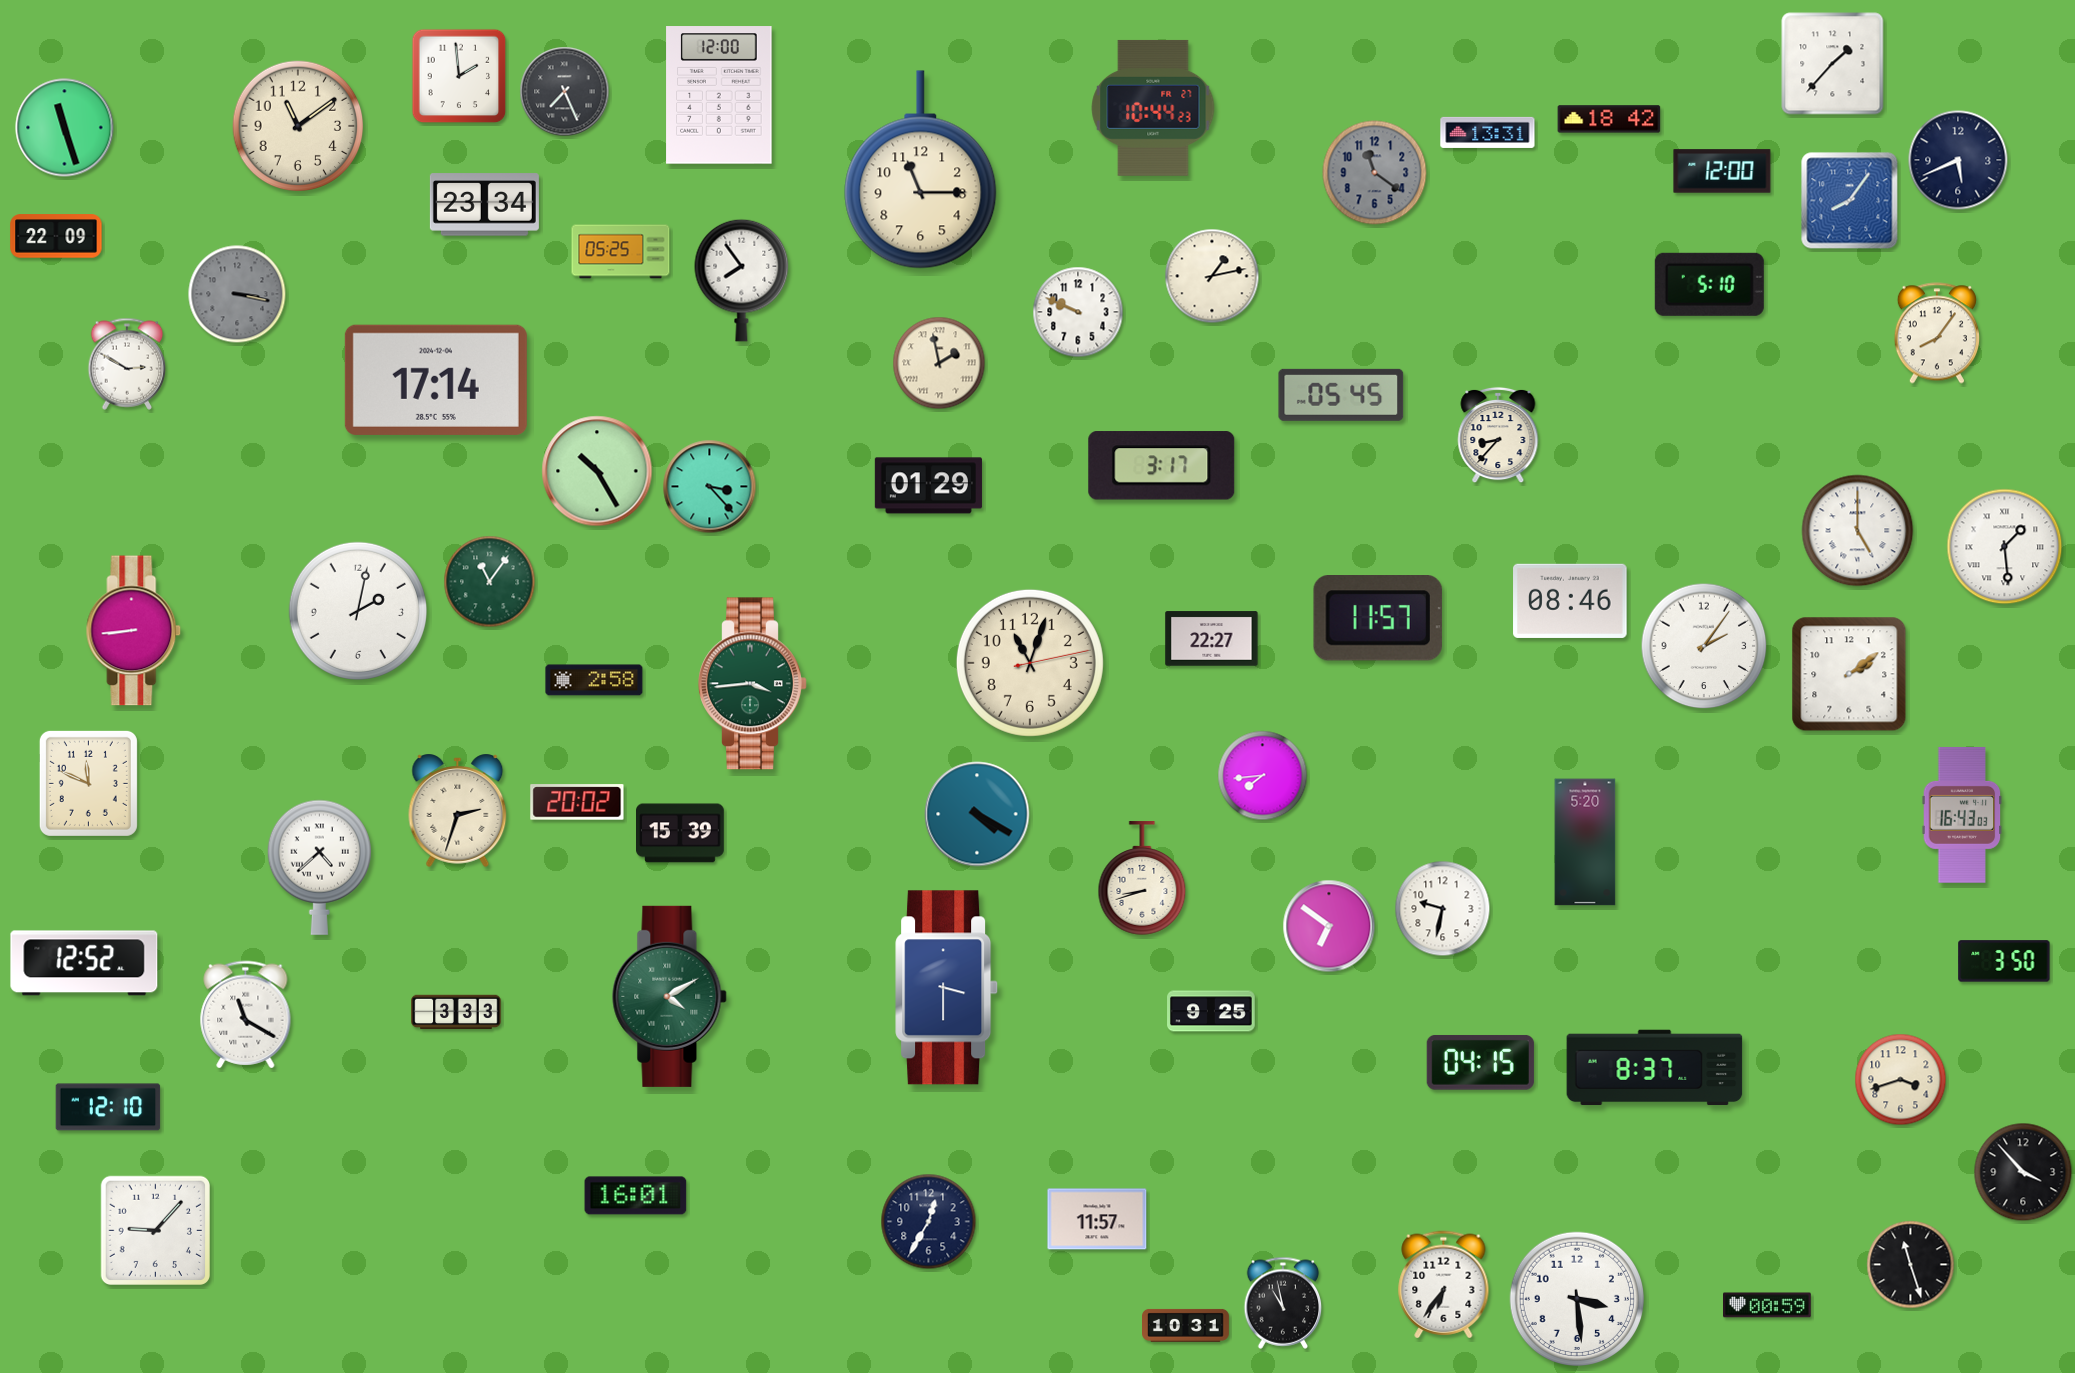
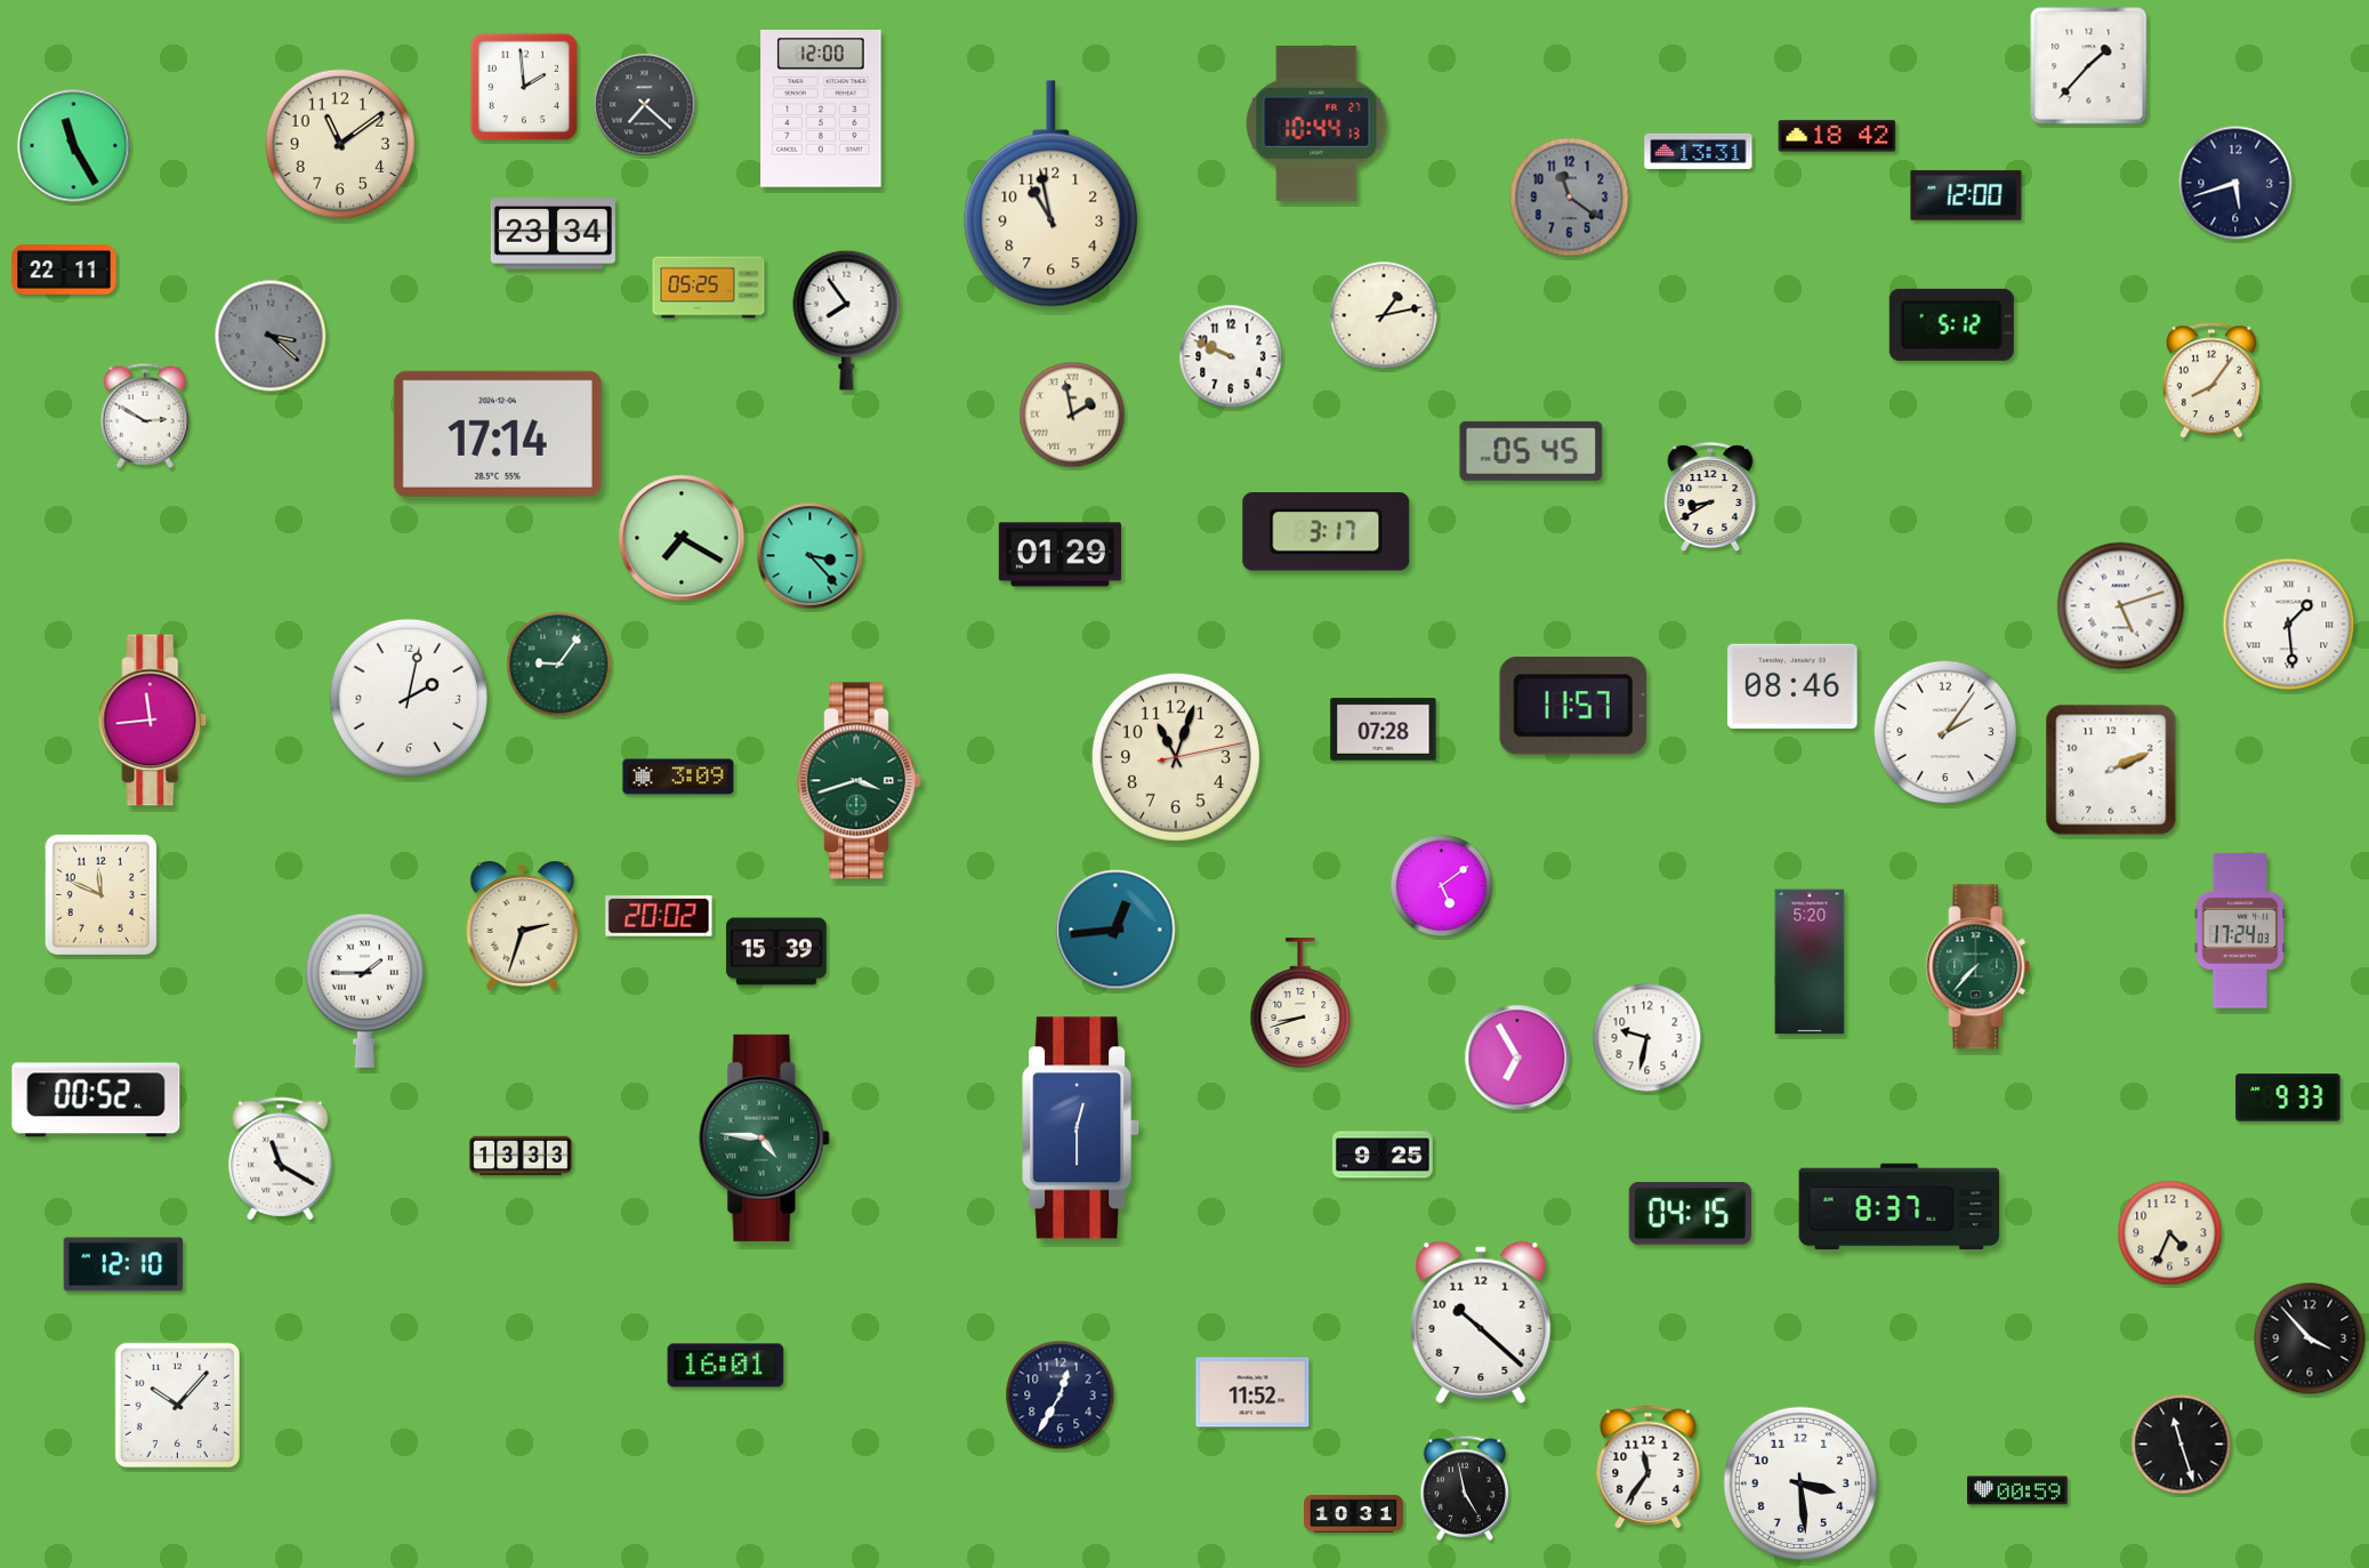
clock at (1833, 64) position: (1833, 64) -> (2089, 66)
clock at (565, 92): 7:26 -> 7:22
clock at (1153, 108): 10:44:23 -> 10:44:13
clock at (65, 128): 11:27 -> 11:25
clock at (1958, 160): 5:41 -> 5:42
clock at (921, 170): 11:15 -> 10:58
clock at (1850, 201): 8:06 -> none
clock at (56, 236): 22:09 -> 22:11
clock at (1709, 284): 5:10 -> 5:12
clock at (237, 294): 3:17 -> 3:22
clock at (1498, 435): 8:37 -> 8:40
clock at (597, 471): 10:25 -> 7:20
clock at (1858, 531): 5:00 -> 5:12
clock at (490, 582): 11:06 -> 9:06
clock at (134, 631): 8:44 -> 11:44
clock at (1212, 639): 22:27 -> 07:28
clock at (1704, 646) position: (1704, 646) -> (1945, 732)
clock at (1849, 674): 2:09 -> 2:11
clock at (594, 680): 2:58 -> 3:09
clock at (753, 684): 3:44 -> 3:42
clock at (1263, 776): 7:44 -> 5:09
clock at (977, 814): 4:20 -> 12:44
clock at (1962, 815): 16:43 -> 17:24
clock at (1979, 967): none -> 7:37
clock at (319, 867): 4:38 -> 1:45
clock at (1142, 878) position: (1142, 878) -> (1300, 1003)
clock at (1329, 926): 6:51 -> 6:55
clock at (2004, 961): 3:50 -> 9:33
clock at (84, 963): 12:52 -> 00:52
clock at (947, 988): 3:30 -> 12:30
clock at (670, 996): 4:10 -> 4:46
clock at (456, 1012): 3:33 -> 13:33
clock at (1655, 1068) position: (1655, 1068) -> (1900, 1207)
clock at (1901, 1080): 3:42 -> 4:34
clock at (1481, 1322): none -> 10:22
clock at (1097, 1219): 11:57 -> 11:52
clock at (155, 1230): 9:07 -> 10:07
clock at (1444, 1285): 6:36 -> 11:36
clock at (1283, 1303): 10:58 -> 4:58
